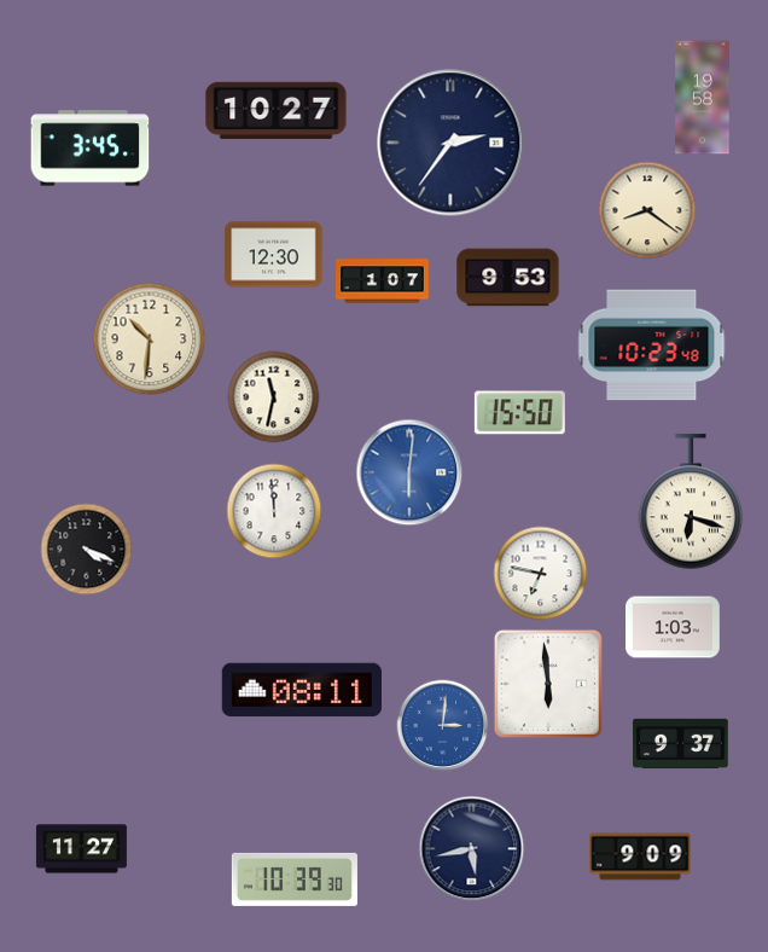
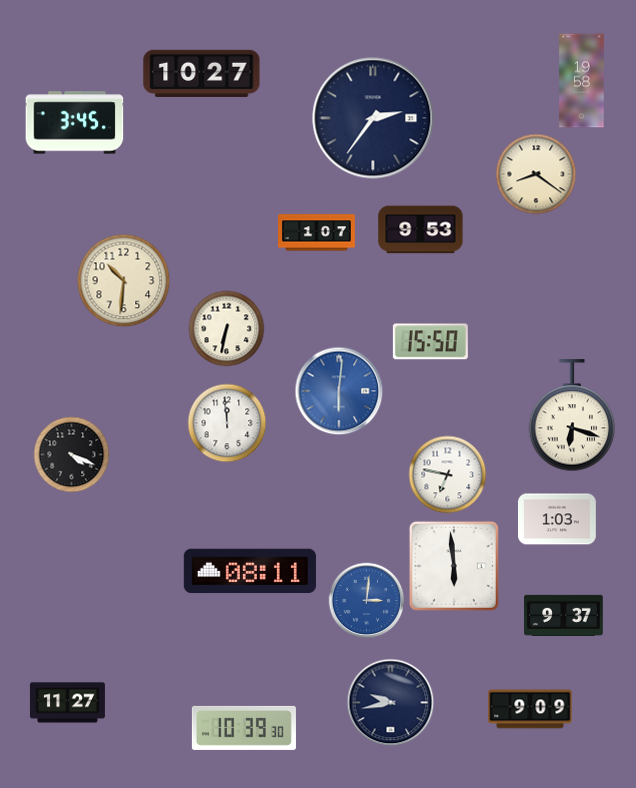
clock at (277, 110) position: (277, 110) -> (202, 73)
clock at (274, 255): 12:30 -> none
clock at (652, 346): 10:23 -> none
clock at (274, 397): 11:32 -> 6:32
clock at (472, 849): 5:43 -> 9:43
